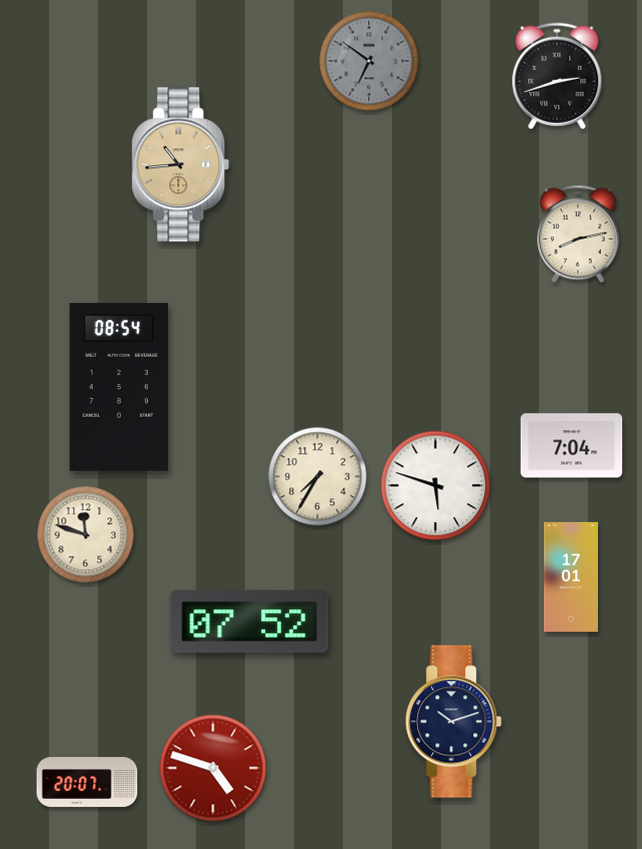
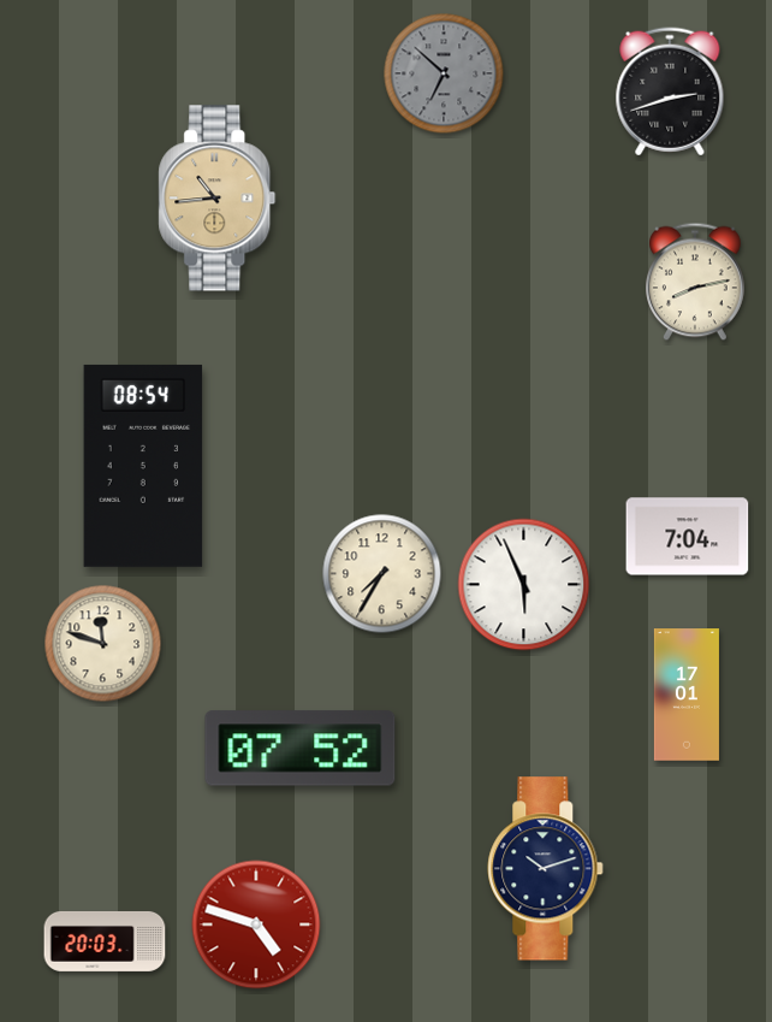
clock at (369, 61): 6:51 -> 6:52
clock at (436, 486): 5:48 -> 5:56
clock at (87, 782): 20:07 -> 20:03
